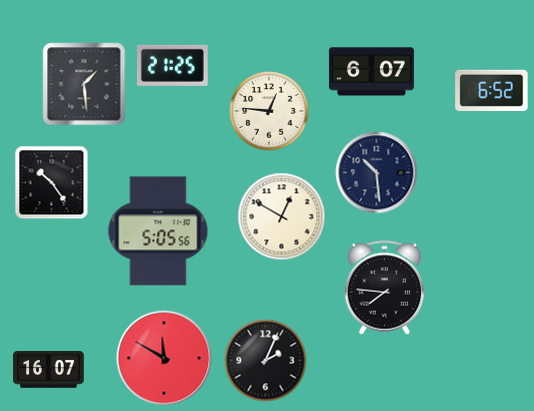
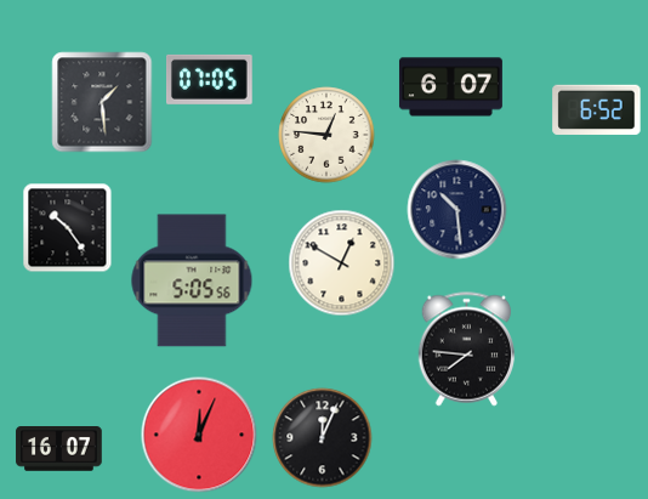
clock at (173, 65): 21:25 -> 07:05
clock at (52, 183) position: (52, 183) -> (68, 228)
clock at (164, 358): 11:50 -> 12:04
clock at (266, 361): 2:04 -> 12:04
